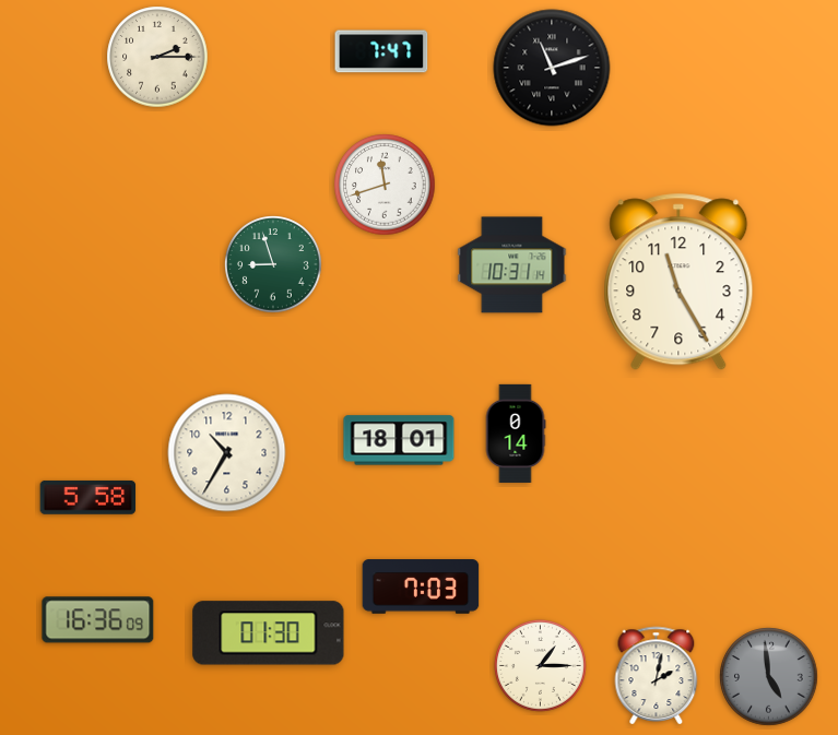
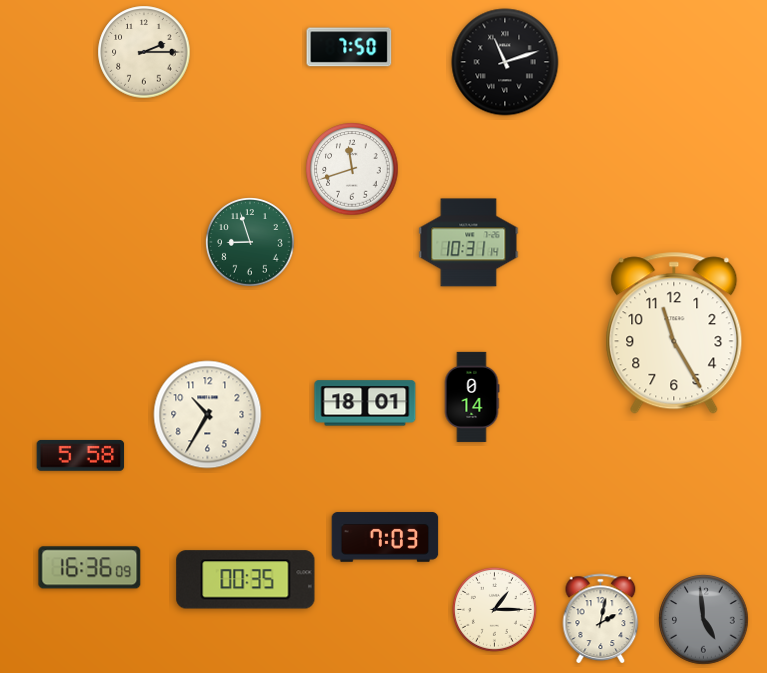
clock at (381, 51): 7:47 -> 7:50
clock at (678, 282) position: (678, 282) -> (674, 333)
clock at (269, 633): 01:30 -> 00:35
